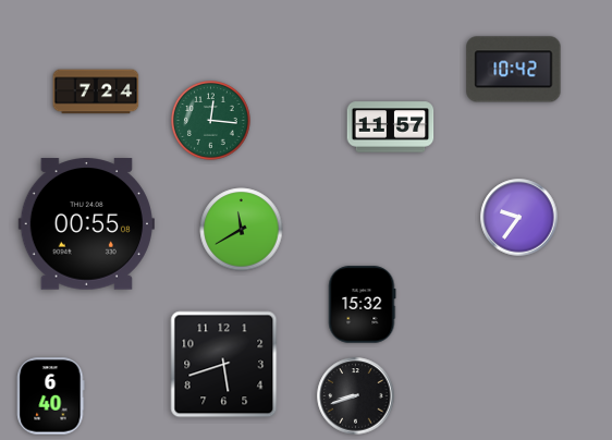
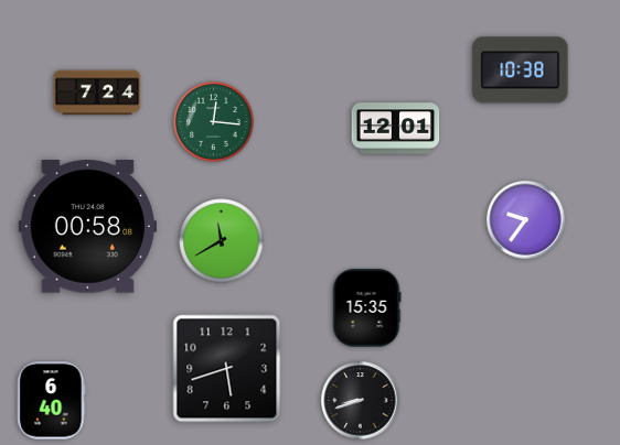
clock at (514, 70): 10:42 -> 10:38
clock at (391, 127): 11:57 -> 12:01
clock at (86, 224): 00:55 -> 00:58
clock at (242, 230) position: (242, 230) -> (222, 241)
clock at (362, 305): 15:32 -> 15:35
